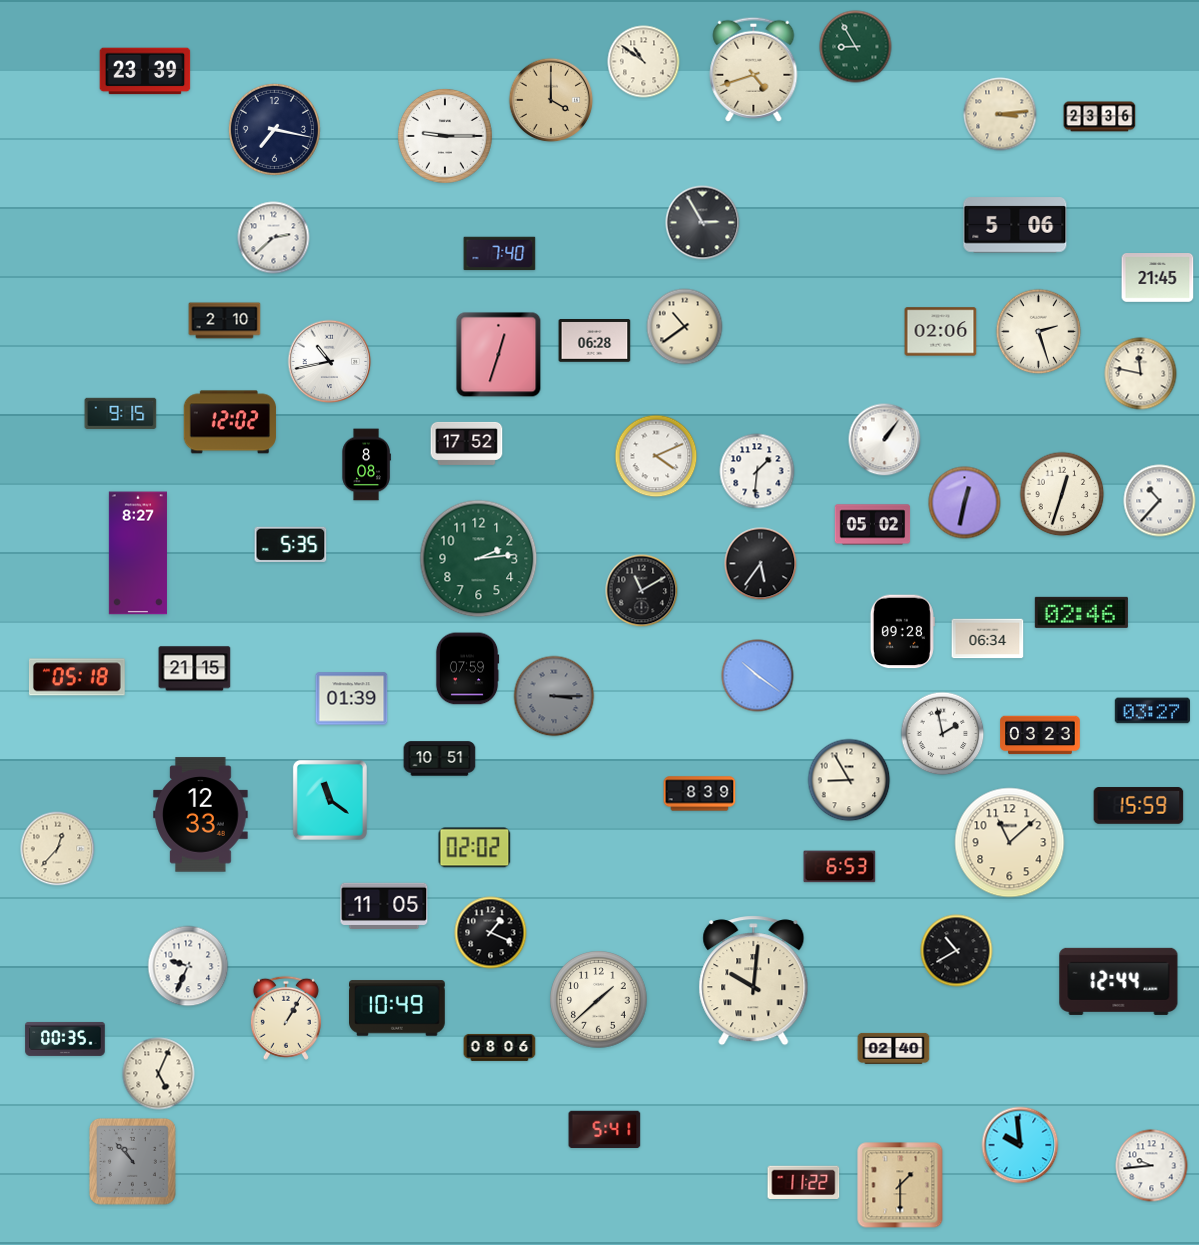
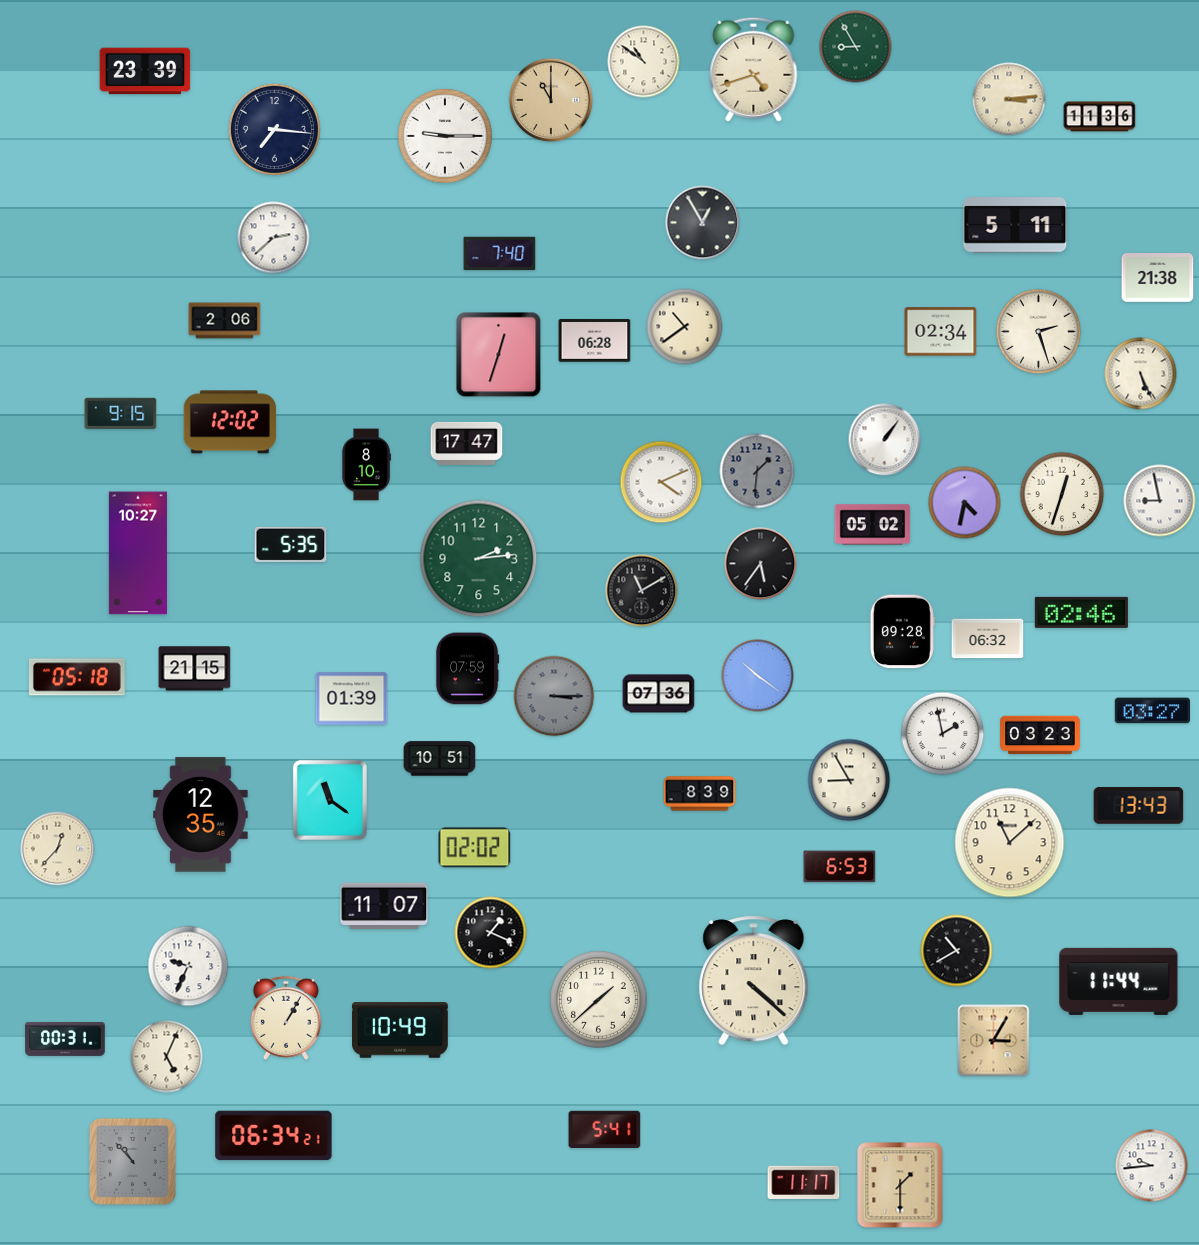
clock at (551, 100): 4:00 -> 11:00
clock at (1000, 114) position: (1000, 114) -> (1009, 99)
clock at (1100, 117): 23:36 -> 11:36
clock at (274, 129): 7:17 -> 7:16
clock at (703, 223): 2:55 -> 12:55
clock at (1015, 225): 5:06 -> 5:11
clock at (1158, 278): 21:45 -> 21:38
clock at (225, 321): 2:10 -> 2:06
clock at (941, 332): 02:06 -> 02:34
clock at (330, 362): 10:43 -> none
clock at (1141, 374): 11:47 -> 5:26
clock at (467, 443): 17:52 -> 17:47
clock at (656, 456) position: (656, 456) -> (661, 482)
clock at (366, 465): 8:08 -> 8:10
clock at (757, 471) dial: white -> grey
clock at (1160, 501): 10:37 -> 8:58
clock at (965, 503): 12:32 -> 4:32
clock at (138, 553): 8:27 -> 10:27
clock at (988, 639): 06:34 -> 06:32
clock at (659, 694): none -> 07:36
clock at (1139, 806): 15:59 -> 13:43
clock at (201, 815): 12:33 -> 12:35
clock at (384, 905): 11:05 -> 11:07
clock at (754, 981): 10:01 -> 4:22
clock at (1119, 981): 12:44 -> 11:44
clock at (398, 1008) position: (398, 1008) -> (401, 1030)
clock at (65, 1039): 00:35 -> 00:31
clock at (994, 1041): none -> 3:05
clock at (500, 1047): 08:06 -> none
clock at (894, 1048): 02:40 -> none
clock at (159, 1074) position: (159, 1074) -> (167, 1057)
clock at (274, 1136): none -> 06:34
clock at (1020, 1145): 9:59 -> none
clock at (804, 1183): 11:22 -> 11:17
